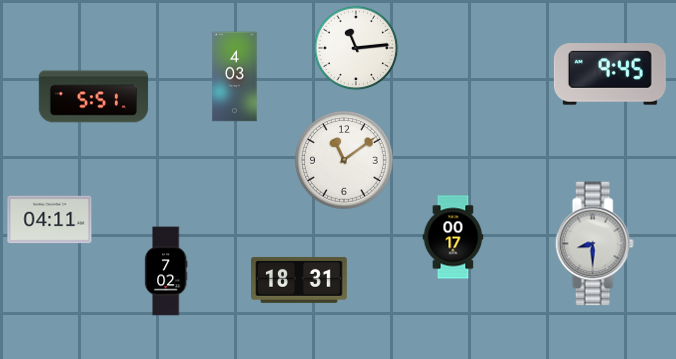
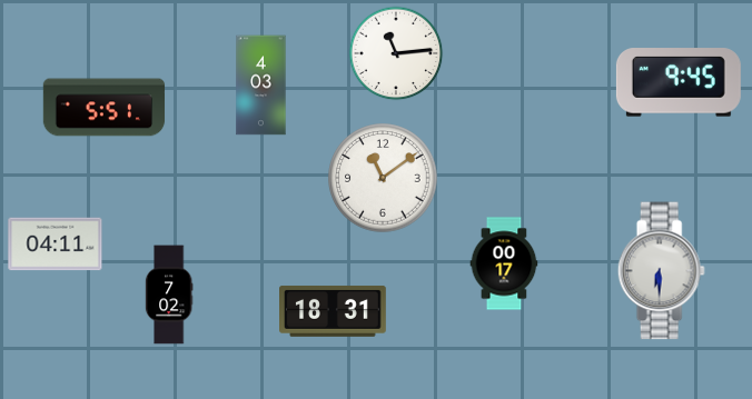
clock at (594, 244): 8:30 -> 6:30
clock at (166, 271) position: (166, 271) -> (169, 295)
